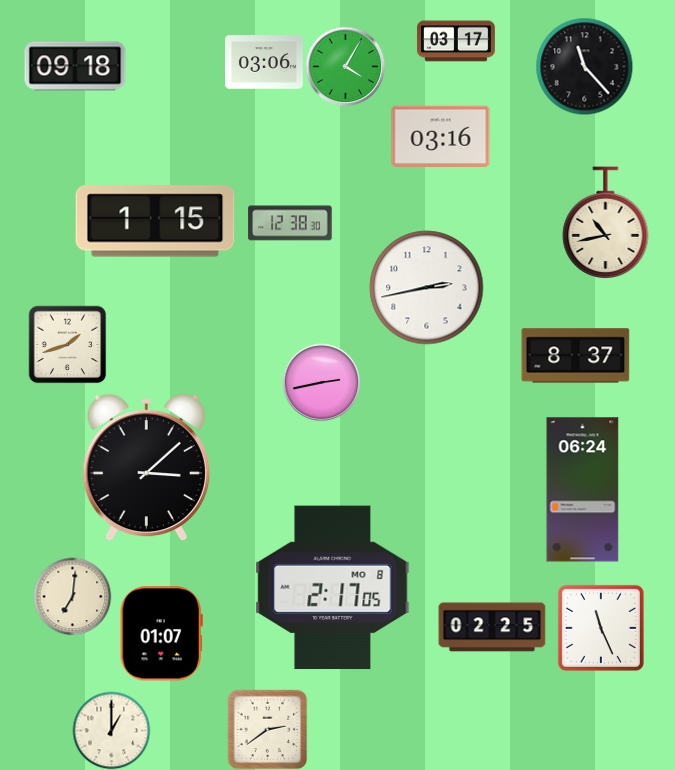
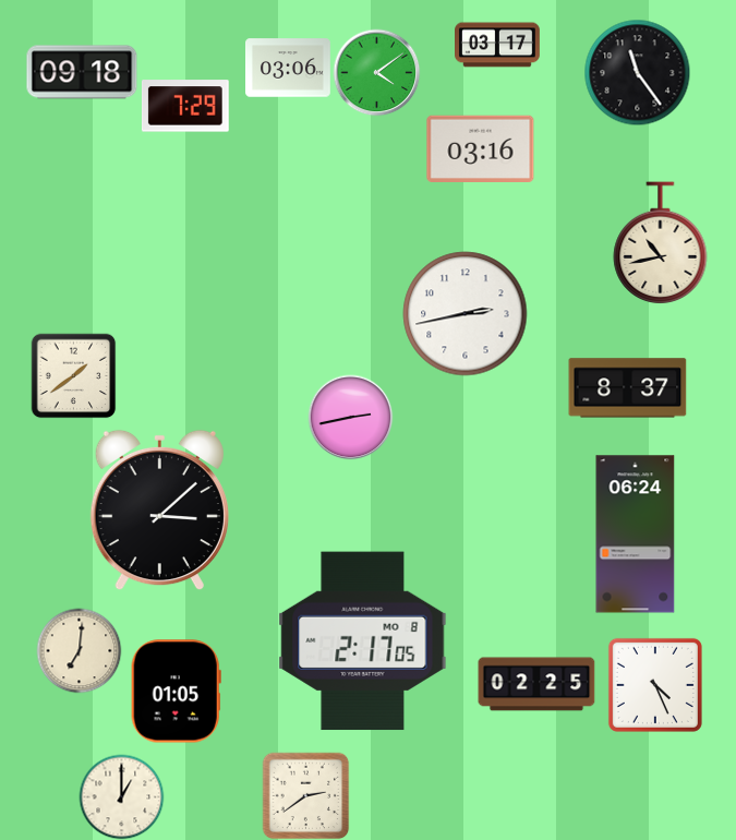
clock at (345, 66): 4:05 -> 4:09
clock at (584, 66): 11:23 -> 11:24
clock at (185, 106): none -> 7:29
clock at (155, 221): 1:15 -> none
clock at (290, 223): 12:38 -> none
clock at (67, 344): 1:42 -> 1:39
clock at (601, 628): 11:26 -> 4:26
clock at (161, 634): 01:07 -> 01:05
clock at (267, 729) position: (267, 729) -> (305, 795)
